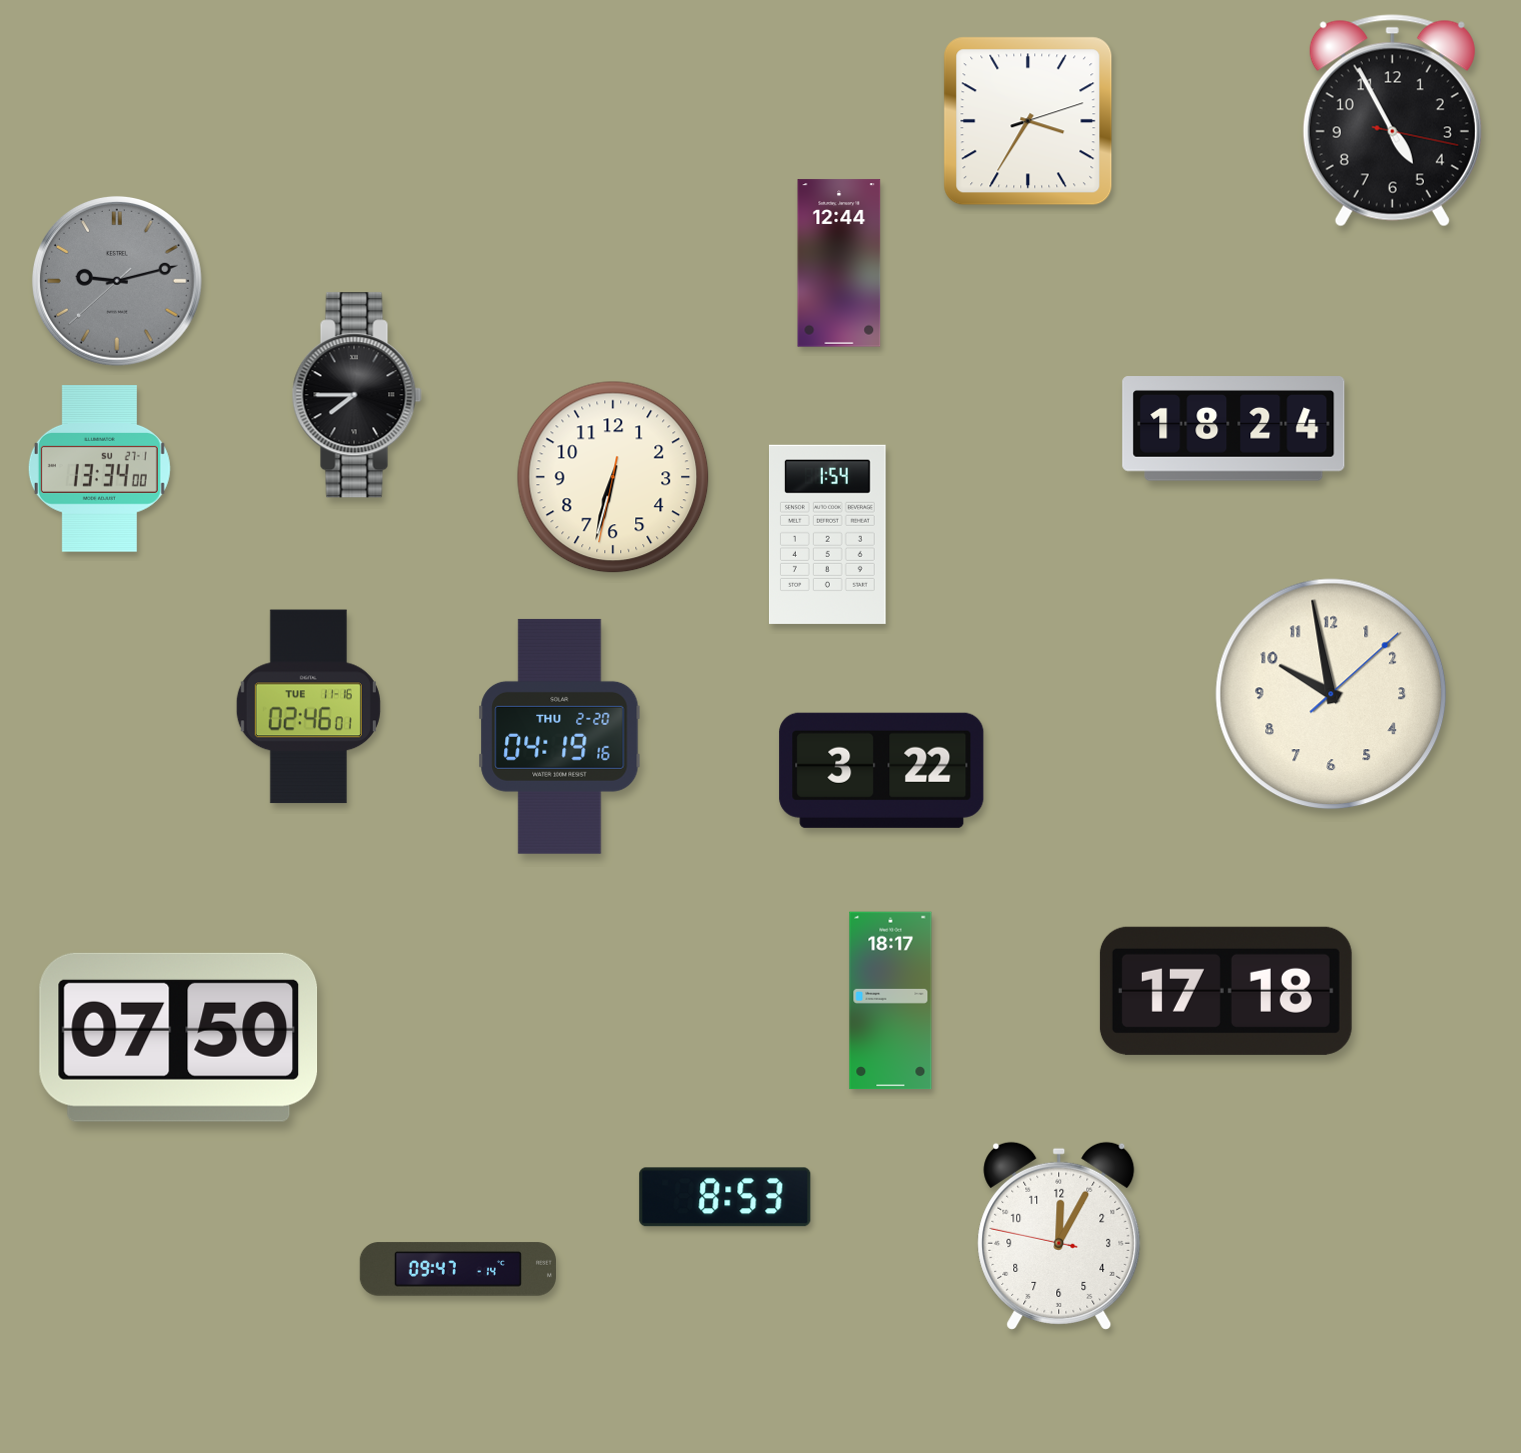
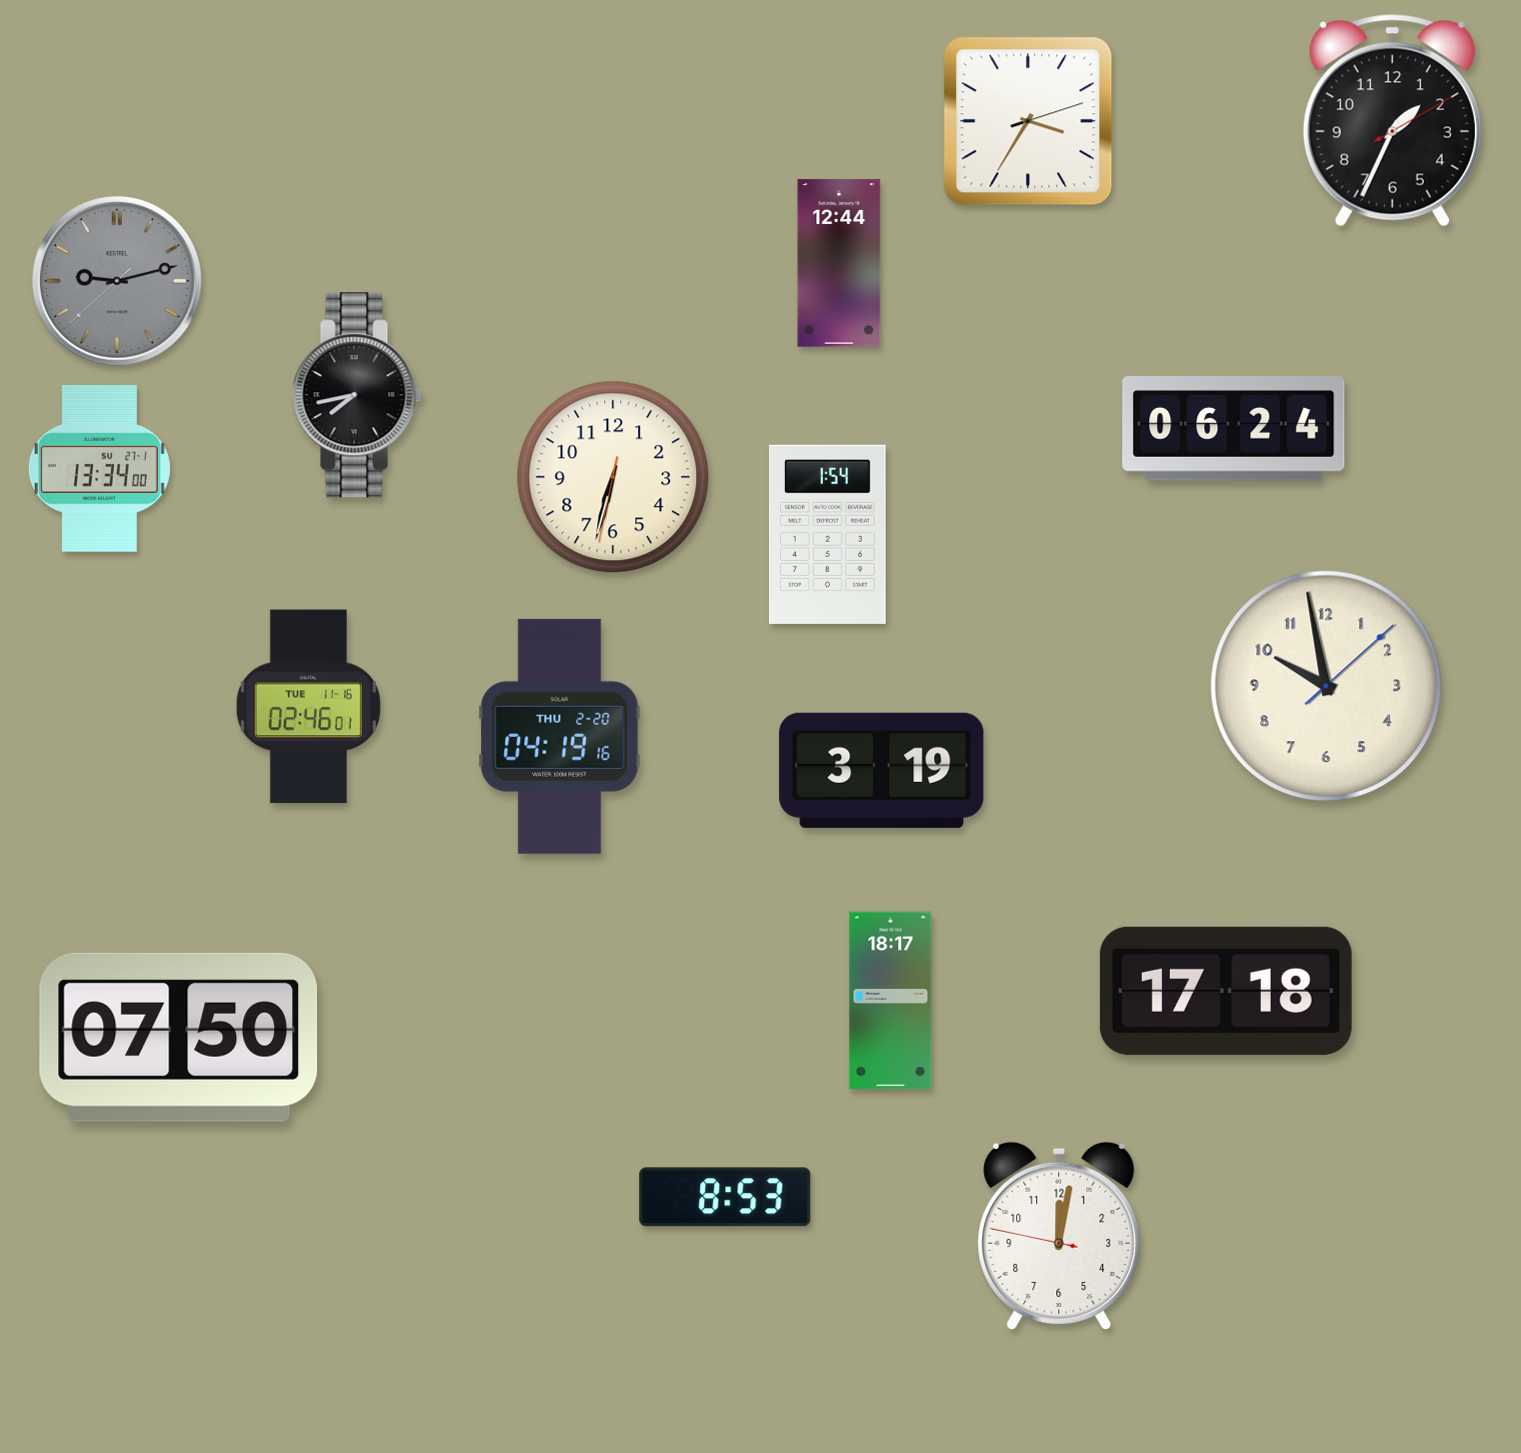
clock at (1392, 121): 4:55 -> 1:34
clock at (357, 395): 7:45 -> 7:43
clock at (1234, 429): 18:24 -> 06:24
clock at (1331, 694) position: (1331, 694) -> (1326, 686)
clock at (882, 770): 3:22 -> 3:19
clock at (1059, 1236): 12:04 -> 12:01
clock at (458, 1269): 09:47 -> none
